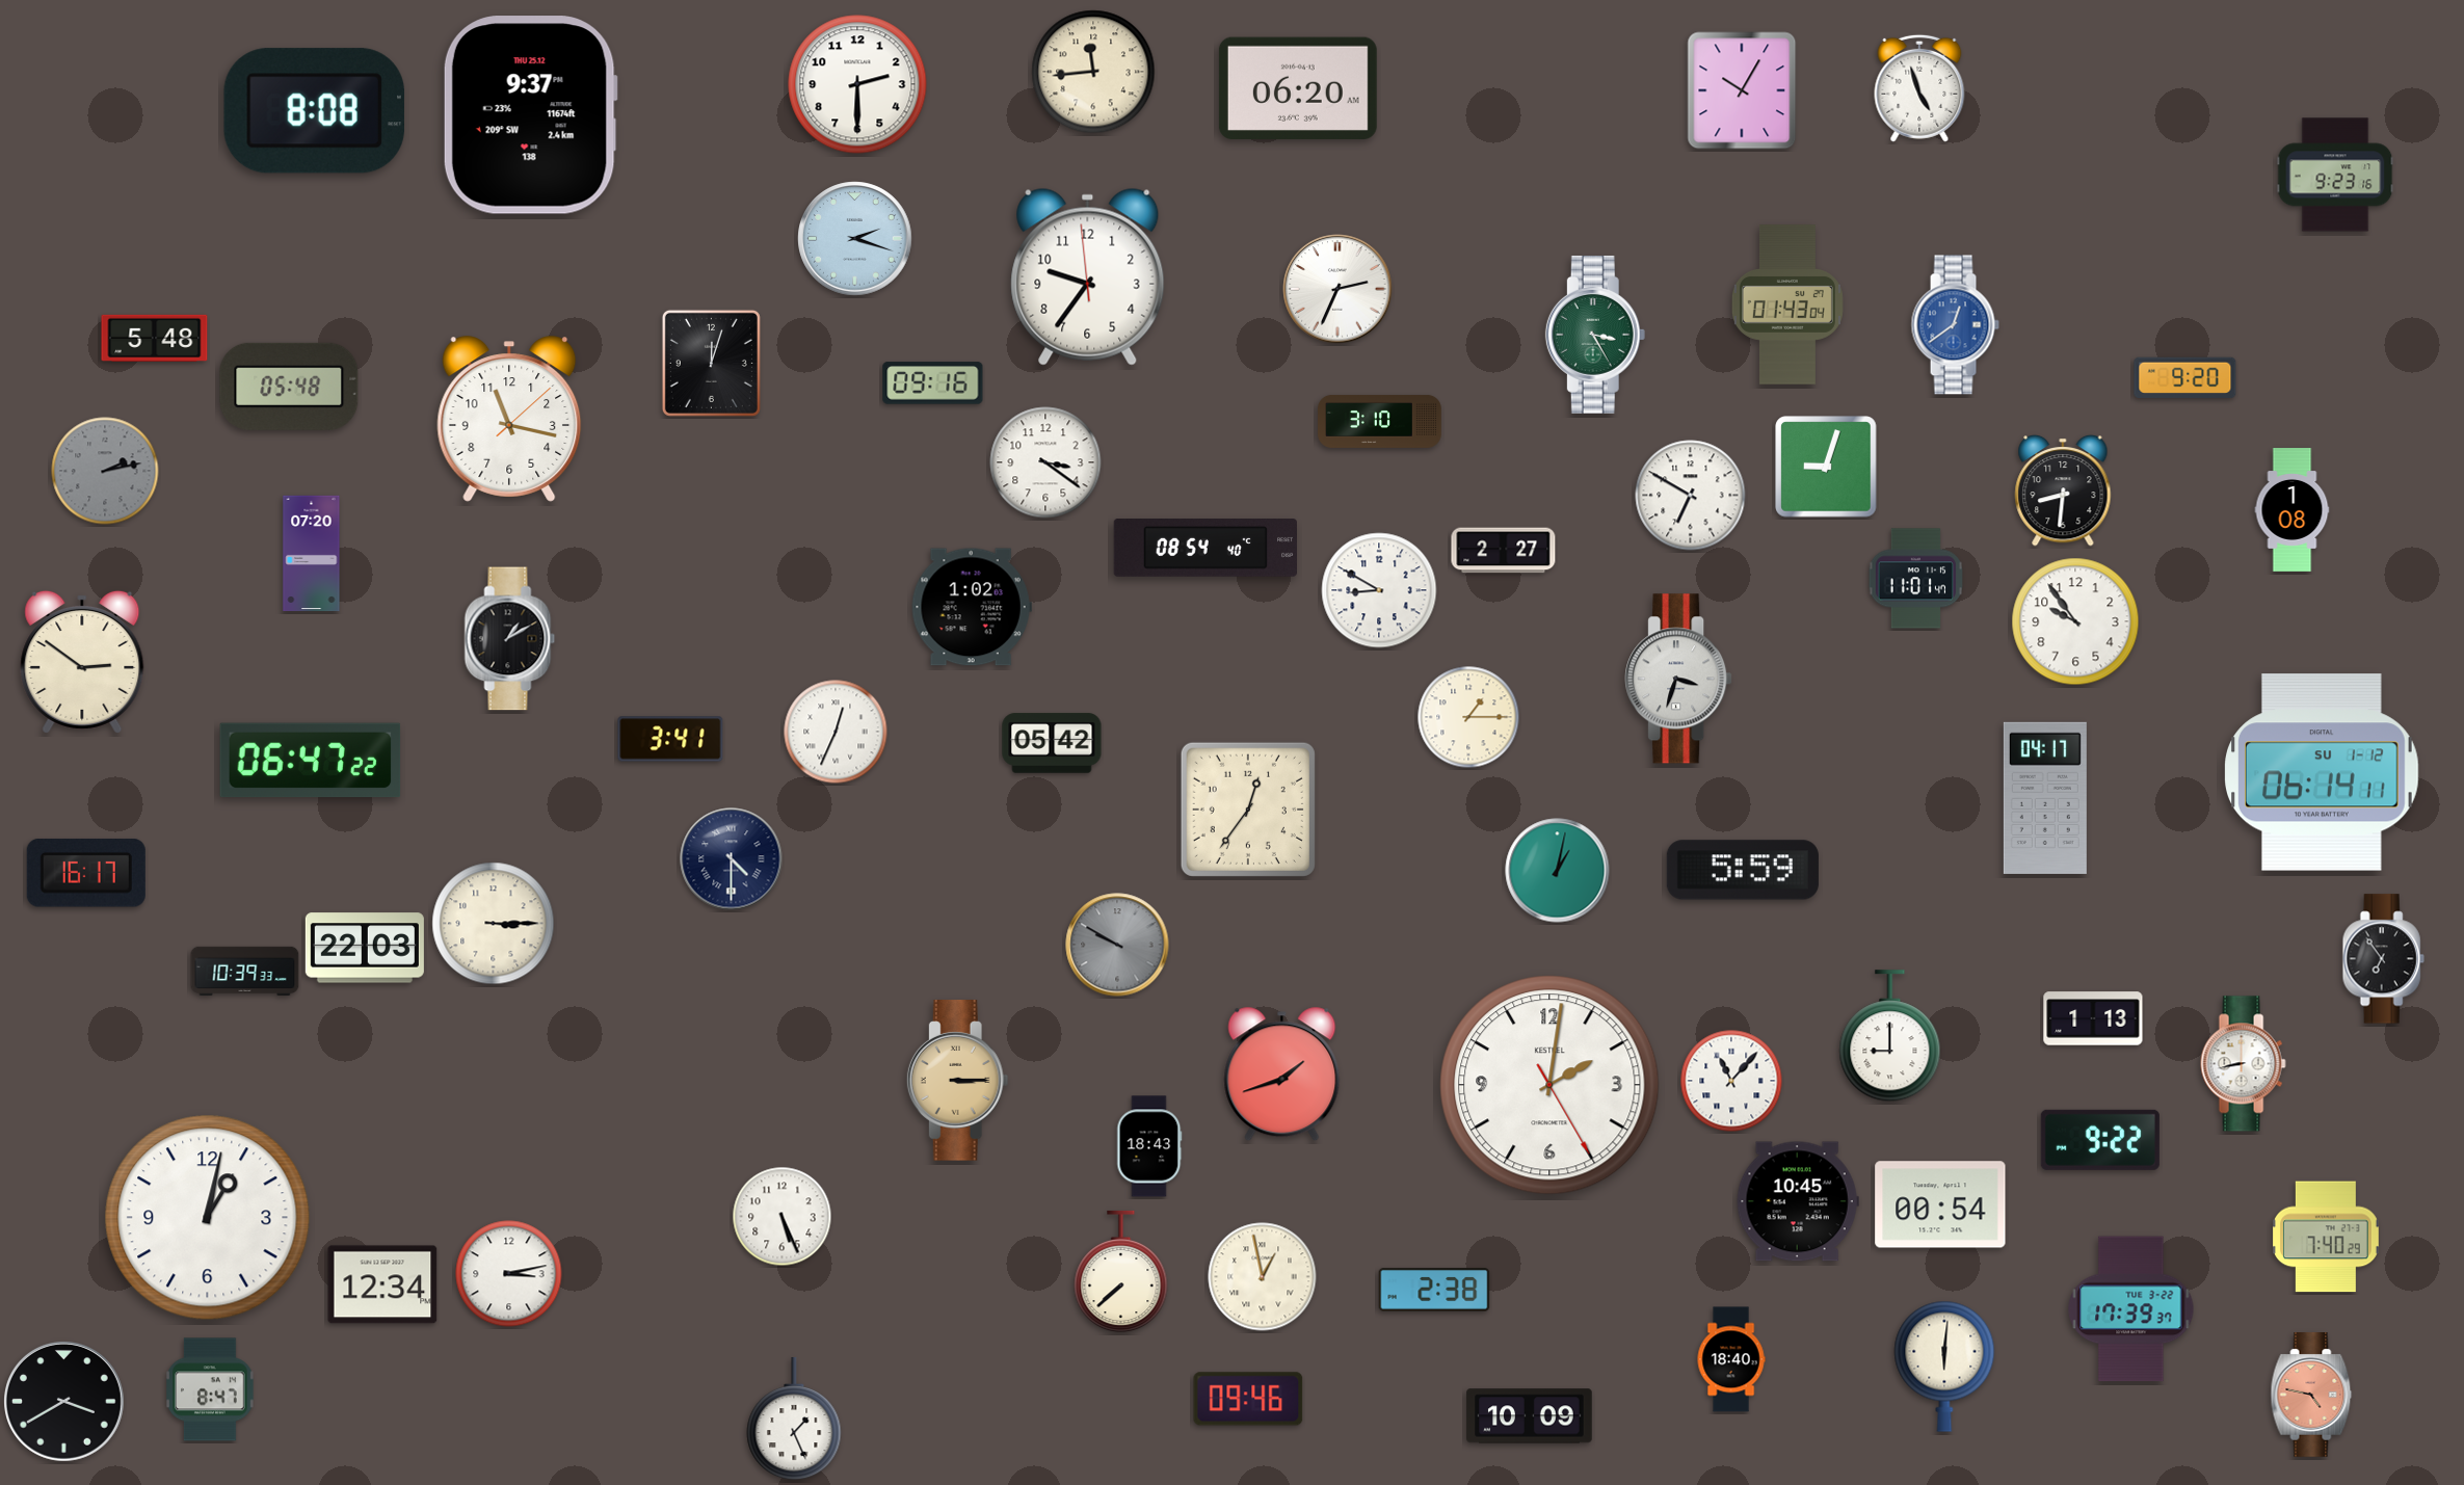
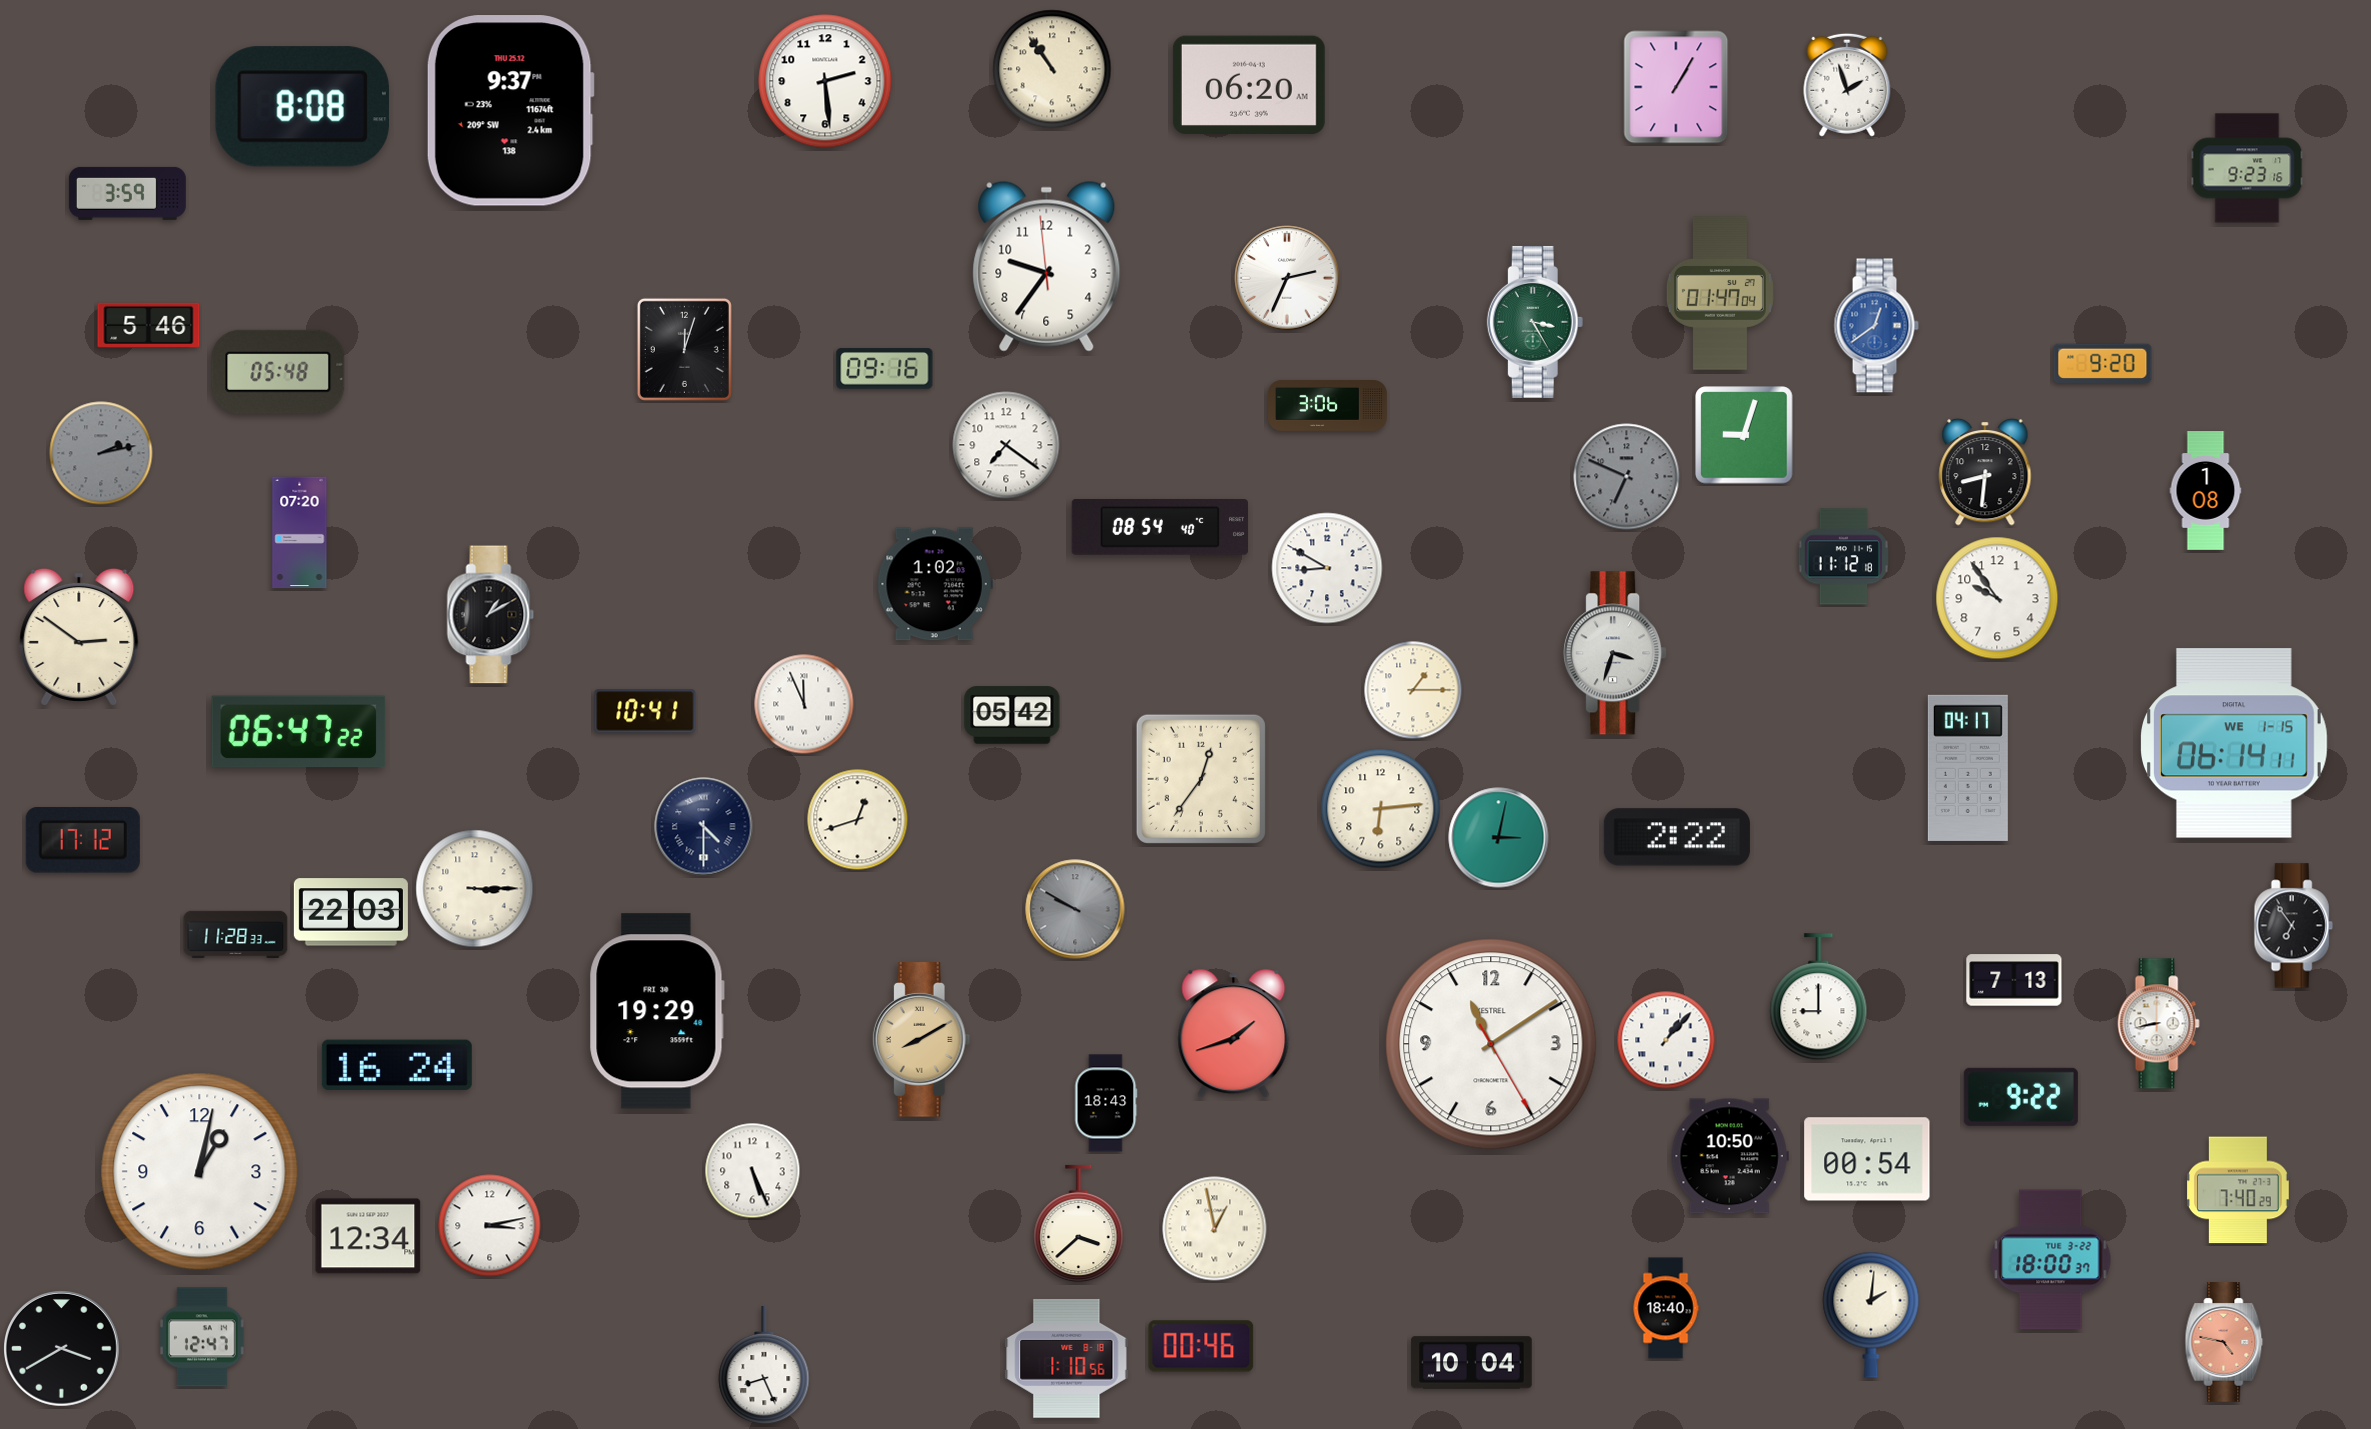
clock at (1093, 72): 11:44 -> 10:54
clock at (857, 84): 2:30 -> 2:29
clock at (1919, 88): 4:57 -> 1:57
clock at (1742, 90): 10:05 -> 1:05
clock at (127, 193): none -> 3:59
clock at (855, 239): 2:18 -> none
clock at (1787, 304): 01:43 -> 01:47
clock at (1955, 325) position: (1955, 325) -> (1876, 326)
clock at (155, 338): 5:48 -> 5:46
clock at (933, 383) position: (933, 383) -> (885, 369)
clock at (509, 419): 11:17 -> none
clock at (1380, 421): 3:10 -> 3:06
clock at (1045, 462): 3:21 -> 7:21
clock at (1826, 467) position: (1826, 467) -> (1744, 435)
clock at (1691, 496): 6:50 -> 6:49
clock at (1691, 496) dial: white -> grey
clock at (1504, 551): 2:27 -> none
clock at (1915, 579): 11:01 -> 11:12
clock at (836, 732): 12:34 -> 11:56
clock at (670, 739): 3:41 -> 10:41
clock at (2323, 772) date: SU 1-12 -> WE 1-15
clock at (1381, 809): none -> 6:14
clock at (858, 820): none -> 12:42
clock at (1743, 870): 5:59 -> 2:22
clock at (1558, 871): 1:02 -> 3:02
clock at (86, 873): 16:17 -> 17:12
clock at (2383, 959) position: (2383, 959) -> (2293, 926)
clock at (245, 971): 10:39 -> 11:28
clock at (2093, 1018): 1:13 -> 7:13
clock at (657, 1011): none -> 19:29
clock at (957, 1081): 3:15 -> 8:10
clock at (1731, 1081): 11:07 -> 1:07
clock at (1549, 1085): 2:01 -> 11:09
clock at (397, 1064): none -> 16:24
clock at (1798, 1201): 10:45 -> 10:50
clock at (1121, 1272): 7:38 -> 3:38
clock at (1434, 1290): 2:38 -> none
clock at (2131, 1309): 17:39 -> 18:00
clock at (1944, 1367): 6:01 -> 2:01
clock at (211, 1389): 8:47 -> 12:47
clock at (1248, 1399): 09:46 -> 00:46
clock at (1067, 1358): none -> 1:10
clock at (1530, 1416): 10:09 -> 10:04
clock at (794, 1418): 1:26 -> 8:26
